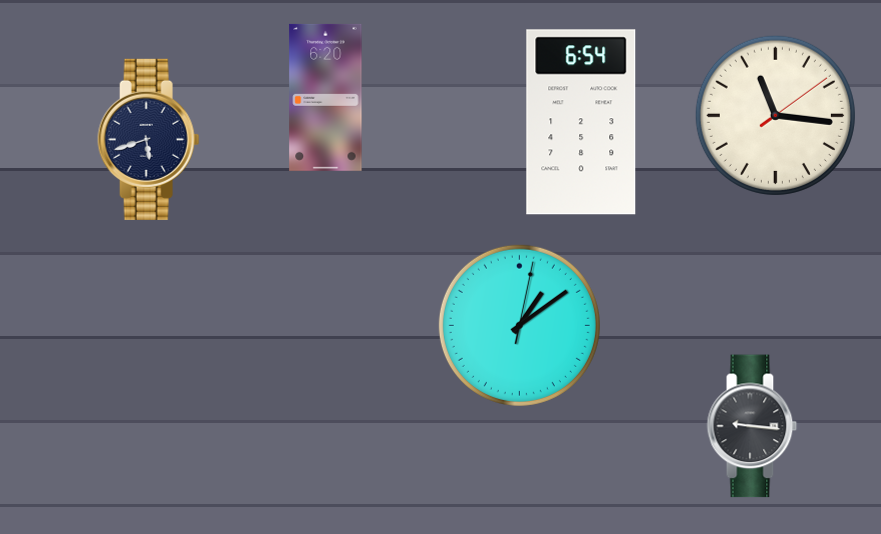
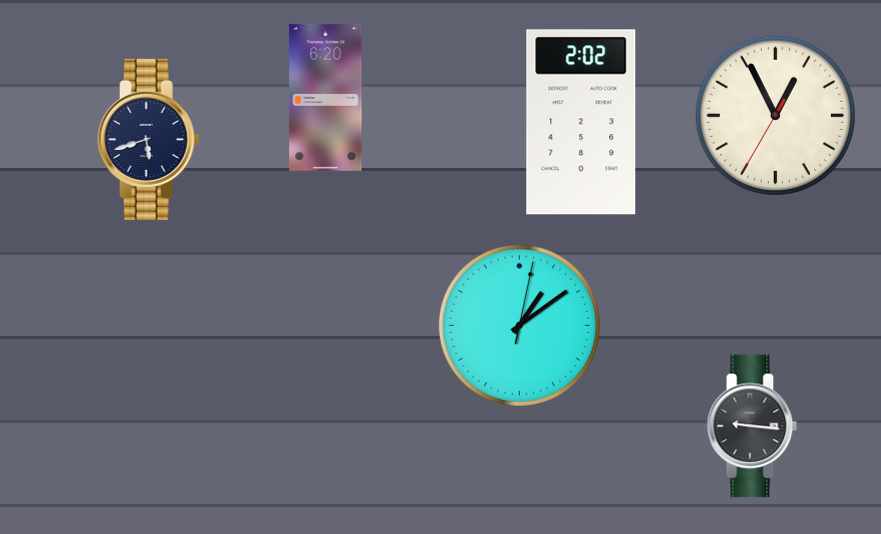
clock at (775, 115): 11:16 -> 12:55
clock at (581, 122): 6:54 -> 2:02
